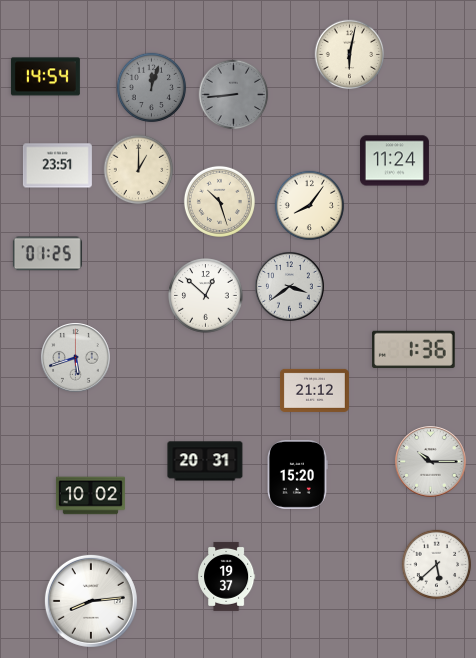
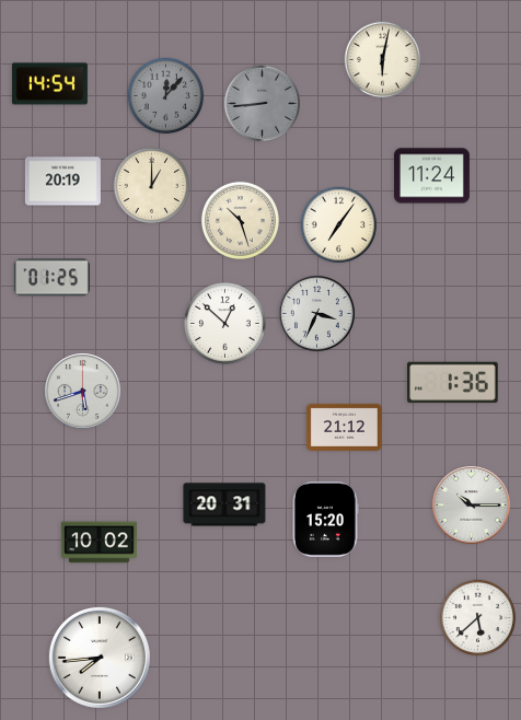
clock at (152, 88): 12:03 -> 12:07
clock at (234, 95) position: (234, 95) -> (263, 104)
clock at (57, 166): 23:51 -> 20:19
clock at (310, 206): 8:06 -> 7:06
clock at (290, 287): 3:39 -> 3:34
clock at (227, 576): 19:37 -> none
clock at (91, 601): 8:14 -> 7:44
